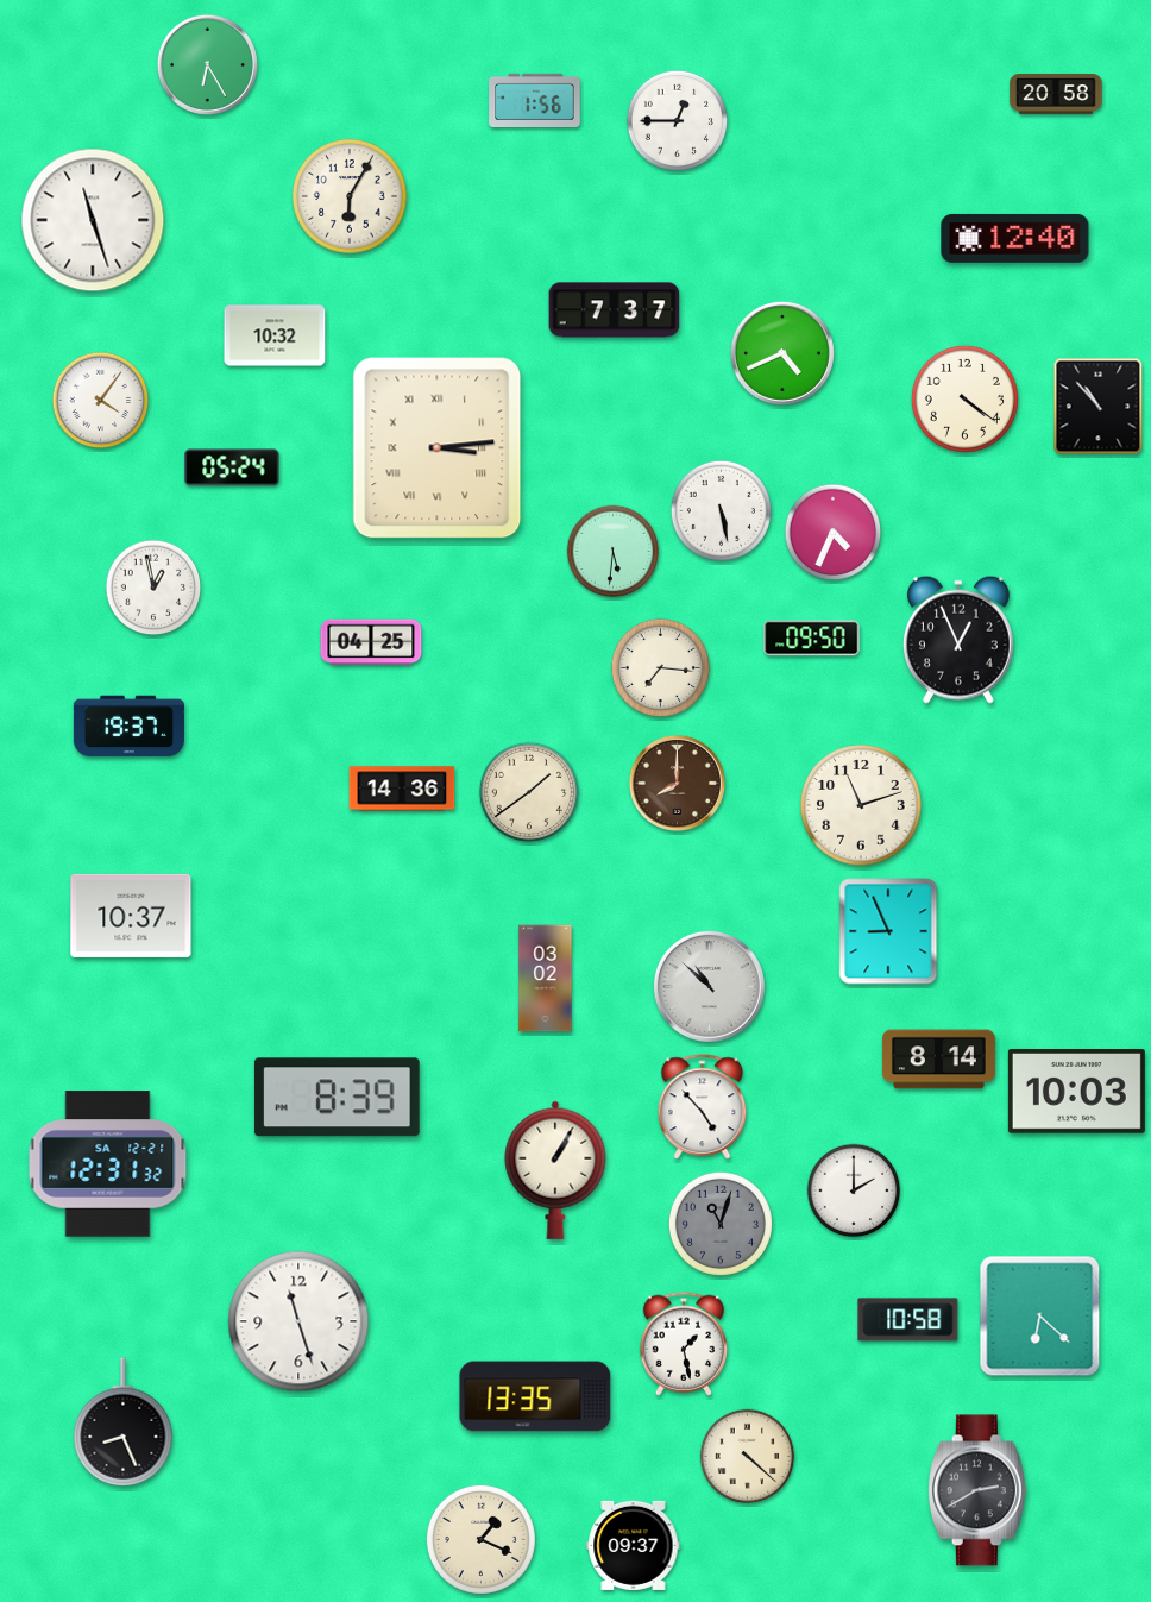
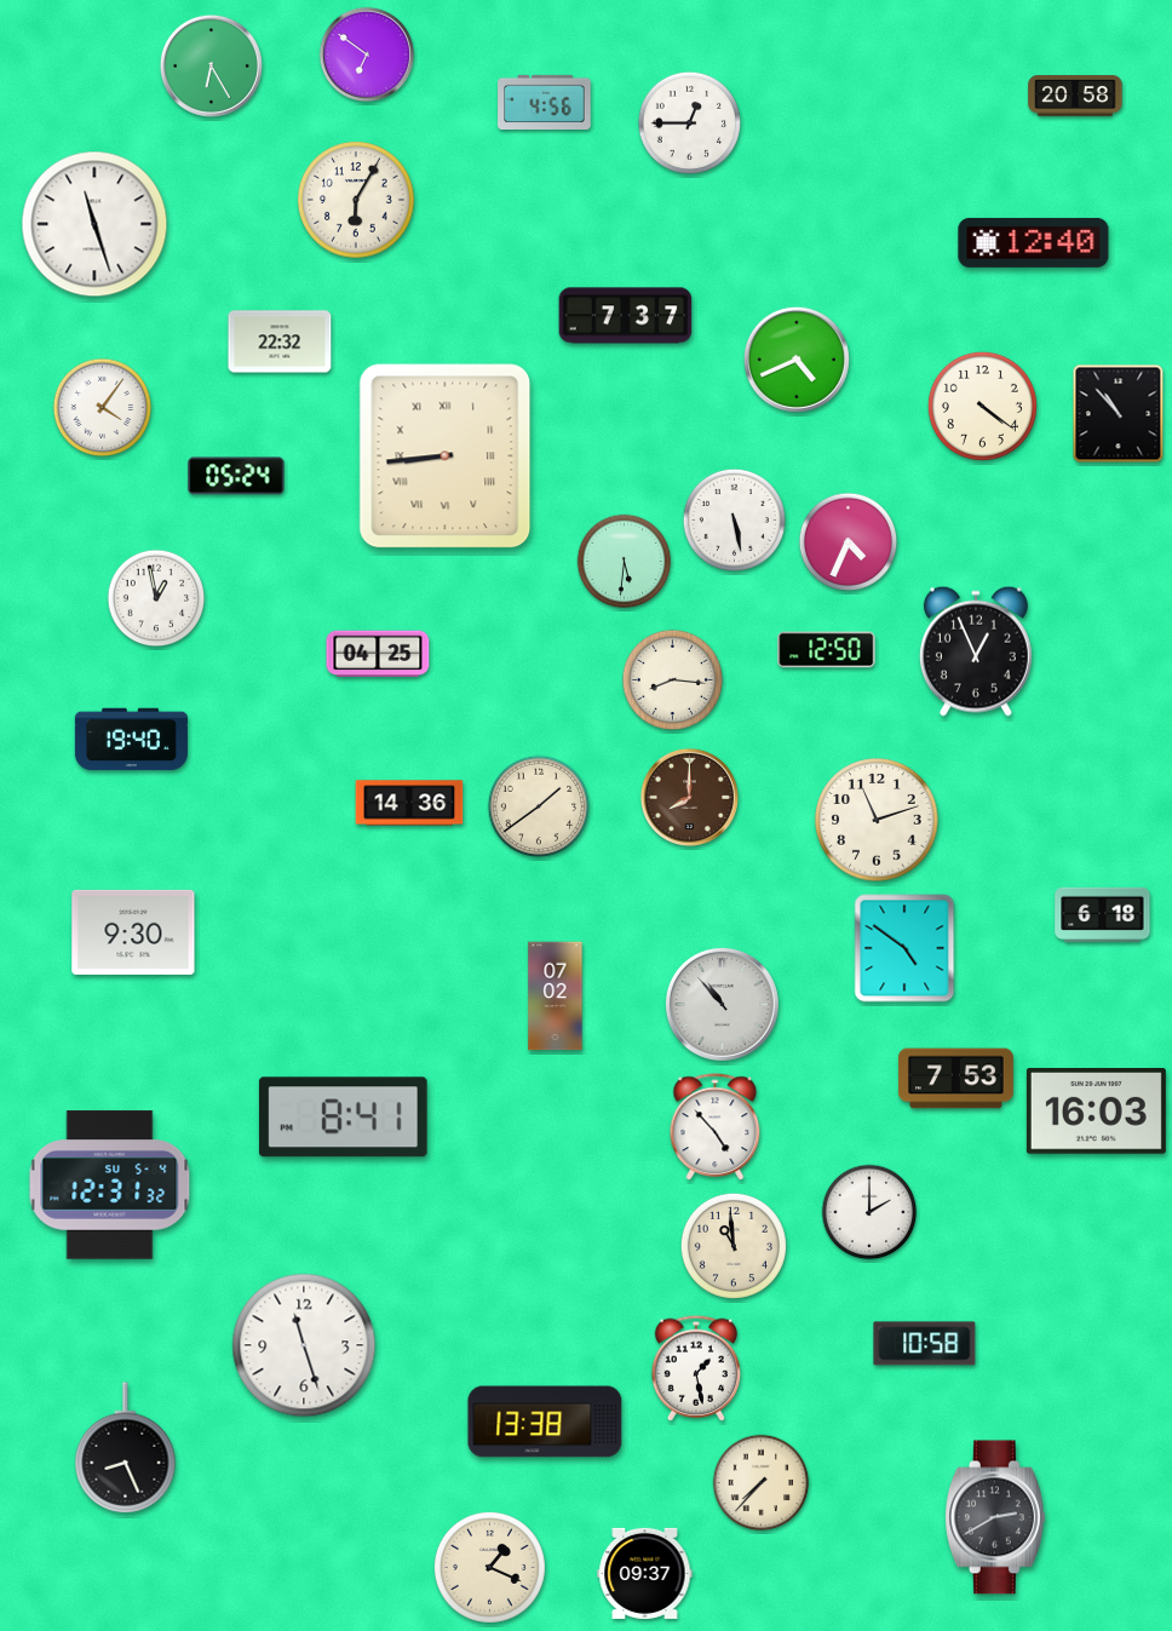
clock at (367, 54): none -> 6:51
clock at (535, 100): 1:56 -> 4:56
clock at (275, 335): 10:32 -> 22:32
clock at (438, 448): 3:14 -> 8:44
clock at (812, 639): 09:50 -> 12:50
clock at (661, 668): 7:16 -> 8:16
clock at (128, 727): 19:37 -> 19:40
clock at (1103, 914): none -> 6:18
clock at (131, 916): 10:37 -> 9:30
clock at (888, 931): 8:56 -> 4:51
clock at (546, 979): 03:02 -> 07:02
clock at (709, 986): 10:52 -> 10:53
clock at (938, 1060): 8:14 -> 7:53
clock at (1076, 1092): 10:03 -> 16:03
clock at (337, 1098): 8:39 -> 8:41
clock at (108, 1164) date: SA 12-21 -> SU 5-4
clock at (555, 1170): 1:05 -> none
clock at (721, 1224): 11:03 -> 10:59
clock at (721, 1224) dial: grey -> cream
clock at (1040, 1317): 6:22 -> none
clock at (535, 1396): 13:35 -> 13:38
clock at (748, 1457): 4:22 -> 7:37
